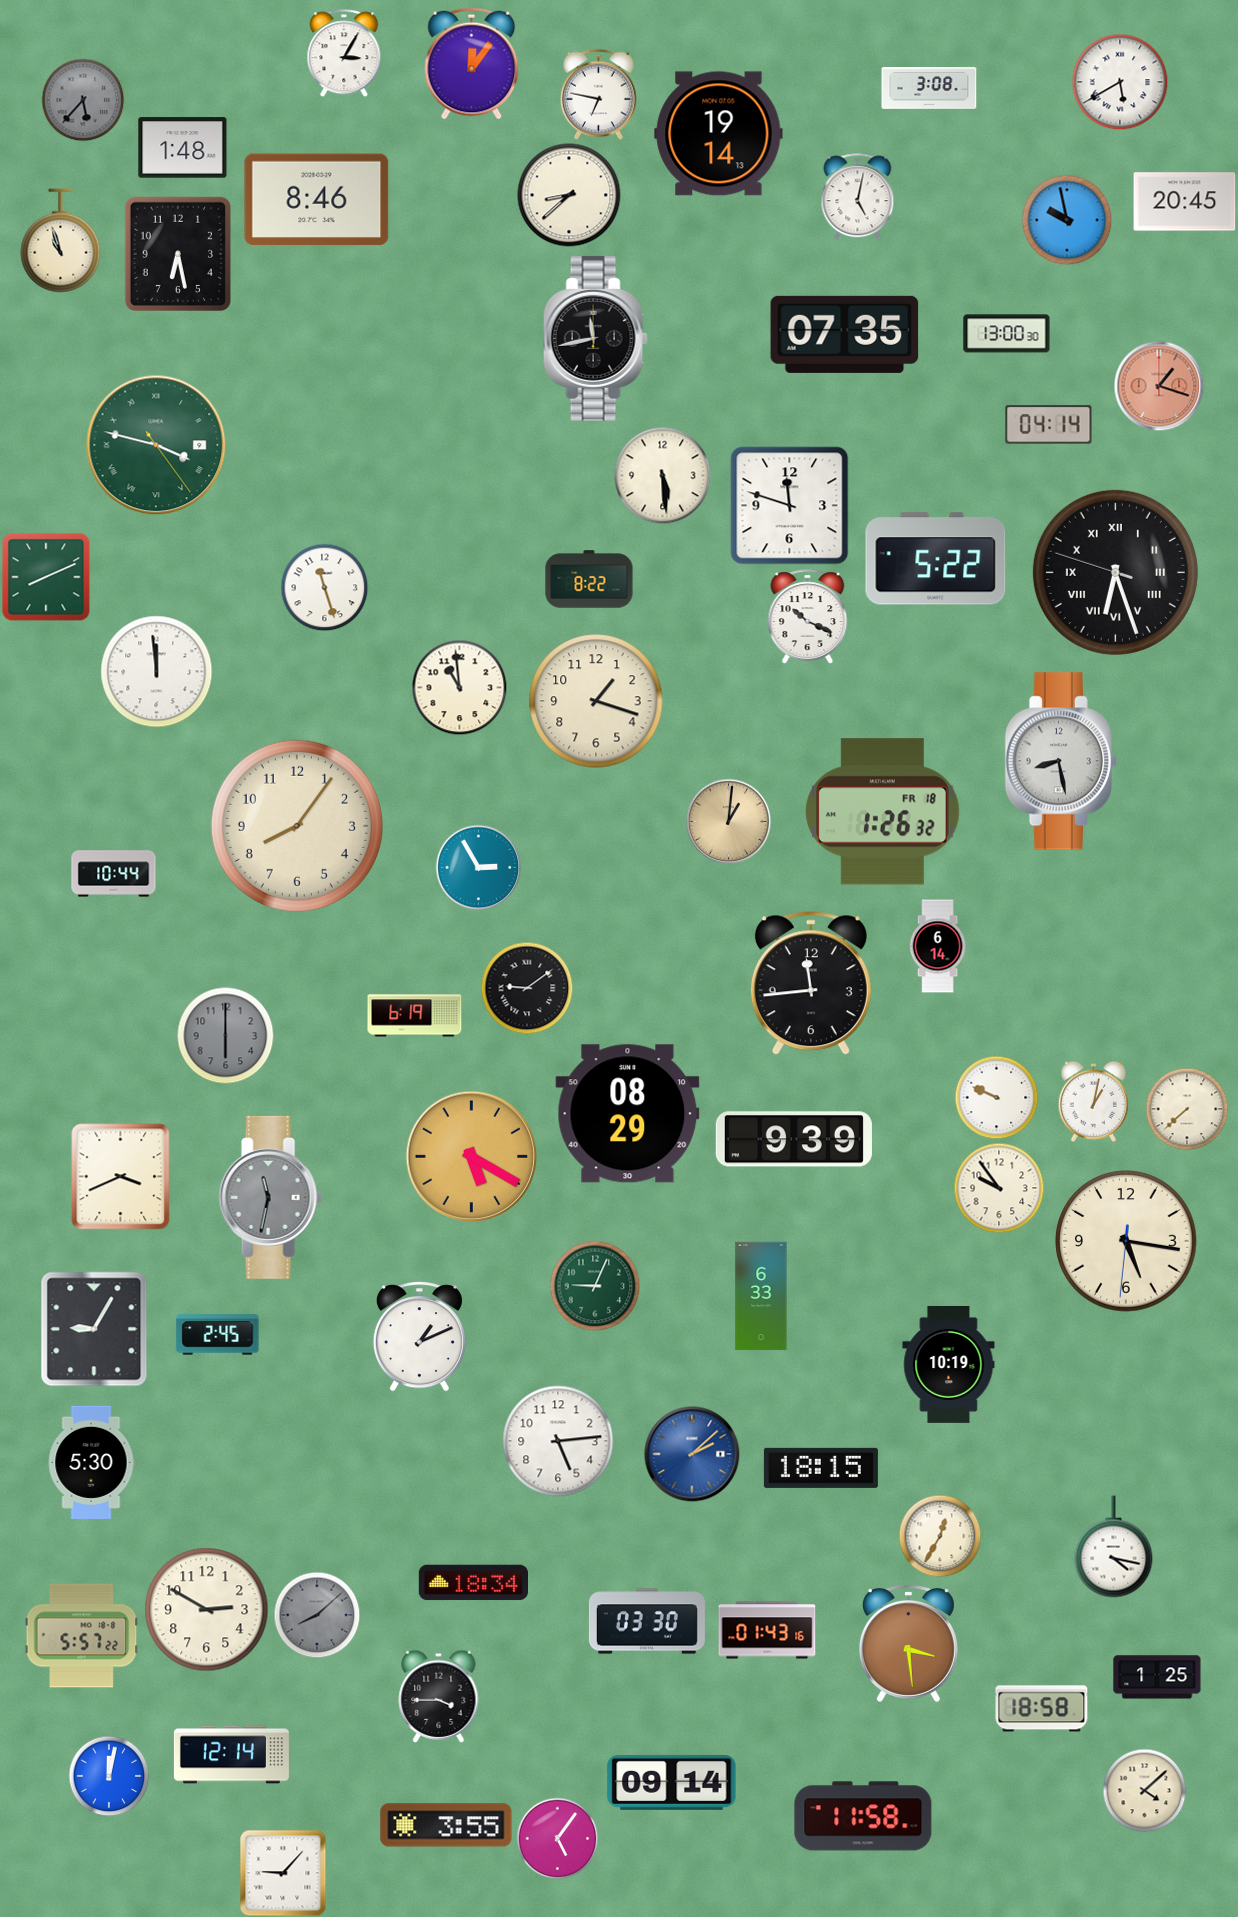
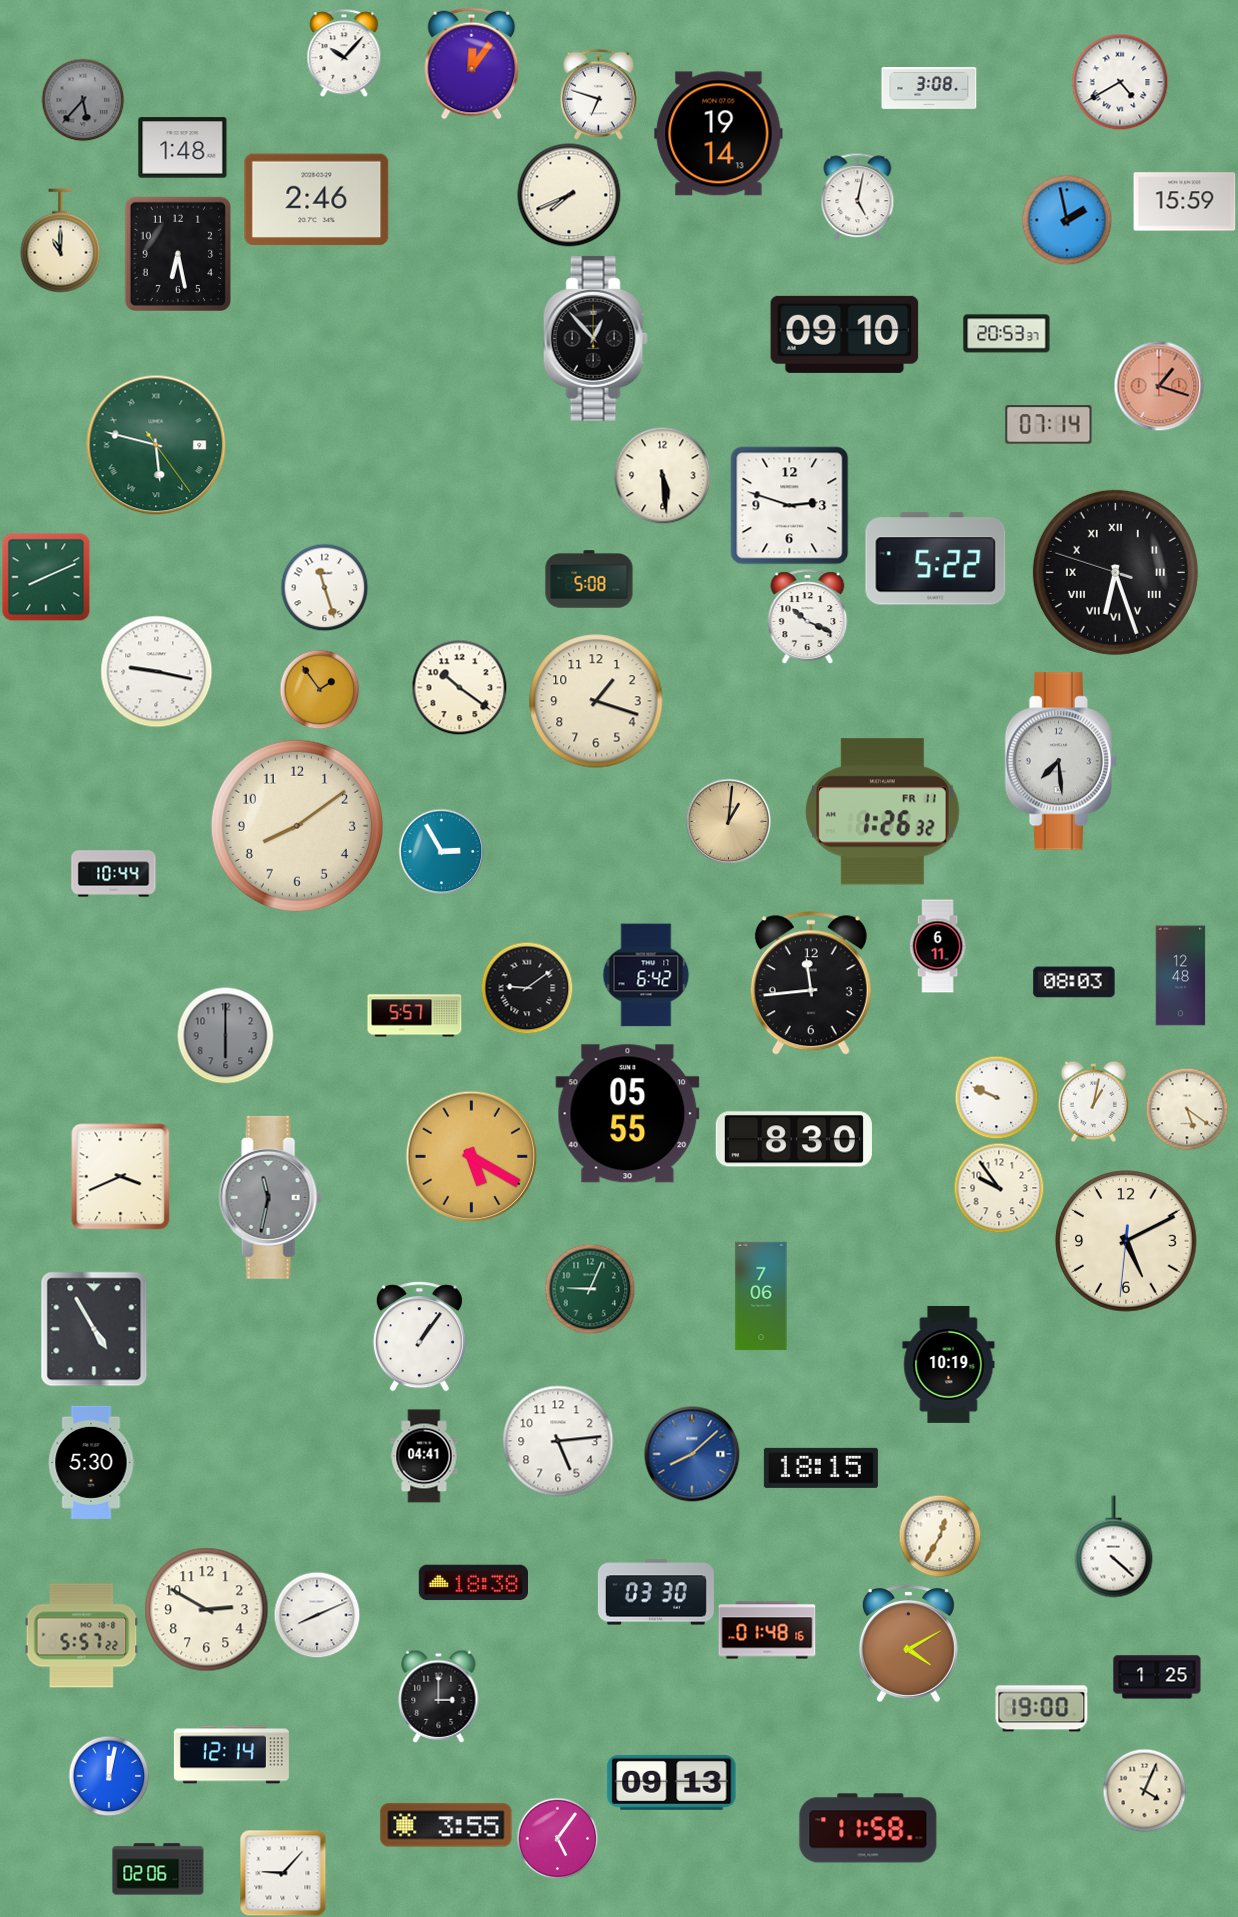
clock at (344, 53): 3:05 -> 10:07
clock at (1120, 82): 5:40 -> 4:40
clock at (599, 94): 6:47 -> 6:48
clock at (569, 195): 8:38 -> 7:41
clock at (317, 200): 8:46 -> 2:46
clock at (1185, 202): 20:45 -> 15:59
clock at (1067, 220): 9:58 -> 1:58
clock at (61, 241): 10:57 -> 11:00
clock at (845, 334): 07:35 -> 09:10
clock at (1007, 334): 13:00 -> 20:53
clock at (595, 338): 11:43 -> 12:53
clock at (1049, 425): 04:14 -> 07:14
clock at (156, 445): 3:47 -> 5:47
clock at (790, 506): 11:48 -> 2:48
clock at (589, 579): 8:22 -> 5:08
clock at (157, 672): 11:59 -> 9:17
clock at (459, 687): 10:59 -> 10:21
clock at (319, 689): none -> 1:54
clock at (1060, 761): 8:28 -> 7:29
clock at (883, 812) date: FR 18 -> FR 11
clock at (297, 826): 8:06 -> 8:09
clock at (478, 867) position: (478, 867) -> (441, 851)
clock at (938, 946): 6:14 -> 6:11
clock at (646, 975): none -> 6:42
clock at (1181, 976): none -> 12:48
clock at (1074, 982): none -> 08:03
clock at (415, 1016): 6:19 -> 5:57
clock at (1187, 1109): 7:38 -> 5:21
clock at (628, 1114): 08:29 -> 05:55
clock at (794, 1139): 9:39 -> 8:30
clock at (1126, 1241): 5:16 -> 5:10
clock at (595, 1286) position: (595, 1286) -> (590, 1289)
clock at (761, 1296): 6:33 -> 7:06
clock at (94, 1329): 9:05 -> 4:55
clock at (218, 1335): 2:45 -> none
clock at (419, 1337): 1:11 -> 1:06
clock at (692, 1454): 2:08 -> 8:08
clock at (424, 1456): none -> 04:41
clock at (1114, 1547): 4:17 -> 4:22
clock at (473, 1583): 18:34 -> 18:38
clock at (317, 1615): 8:08 -> 8:11
clock at (317, 1615) dial: grey -> white
clock at (647, 1621) position: (647, 1621) -> (656, 1592)
clock at (767, 1630): 01:43 -> 01:48
clock at (908, 1644): 3:29 -> 4:10
clock at (439, 1696): 3:45 -> 3:00
clock at (1042, 1709): 18:58 -> 19:00
clock at (672, 1782): 09:14 -> 09:13
clock at (1144, 1790): 4:08 -> 4:04
clock at (863, 1816) position: (863, 1816) -> (868, 1828)
clock at (158, 1869): none -> 02:06
